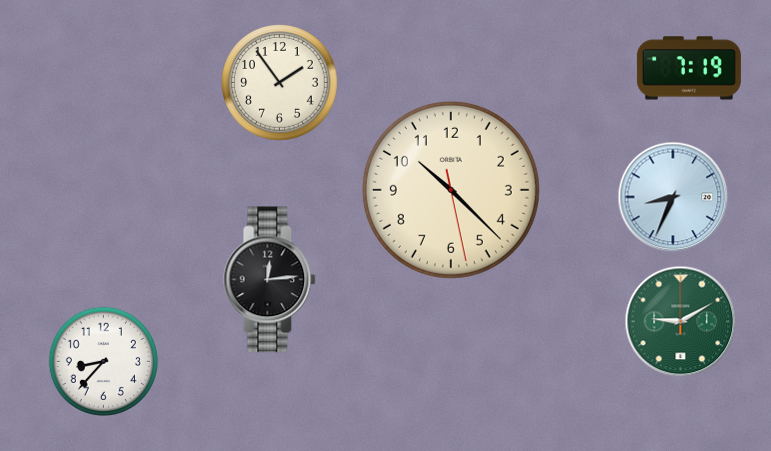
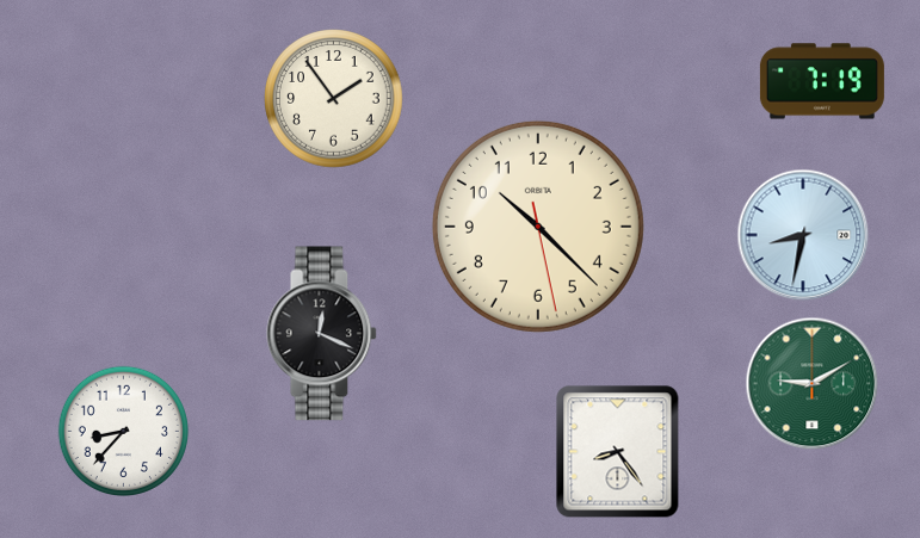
clock at (673, 197): 8:34 -> 8:32
clock at (270, 280): 12:14 -> 12:19
clock at (618, 452): none -> 8:24
